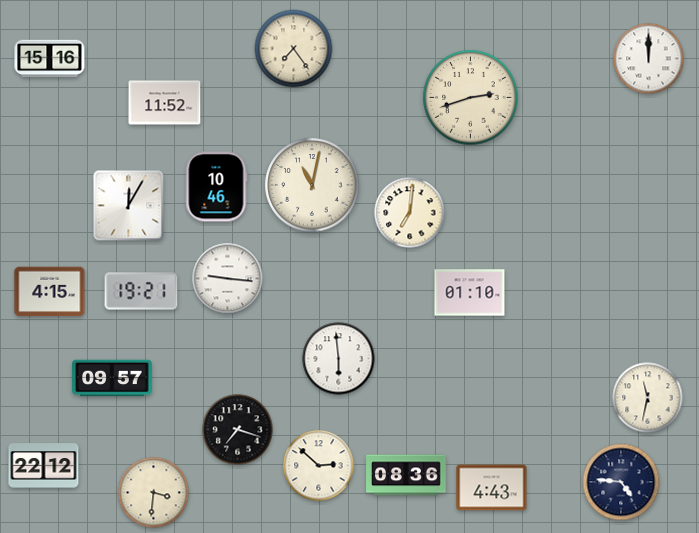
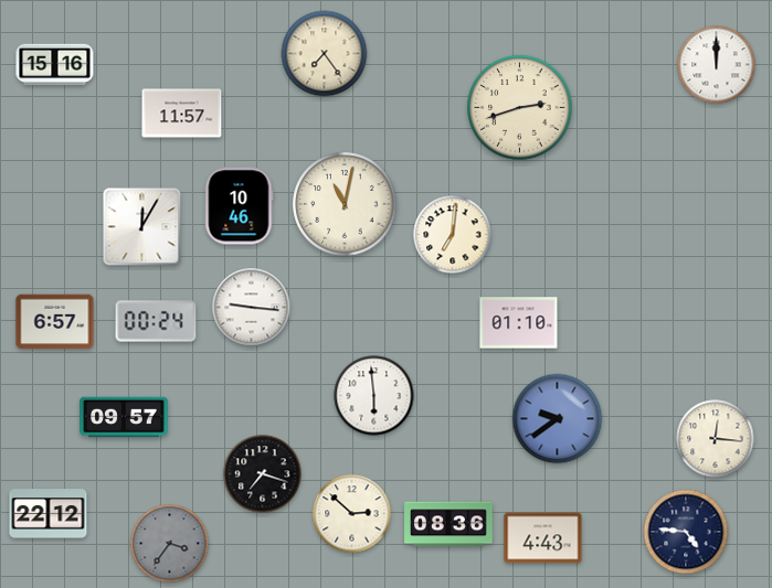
clock at (165, 103): 11:52 -> 11:57
clock at (141, 291): 19:21 -> 00:24
clock at (50, 292): 4:15 -> 6:57
clock at (558, 419): none -> 9:39
clock at (648, 398): 11:32 -> 12:16
clock at (154, 493): 3:31 -> 3:36
clock at (154, 493) dial: cream -> grey
